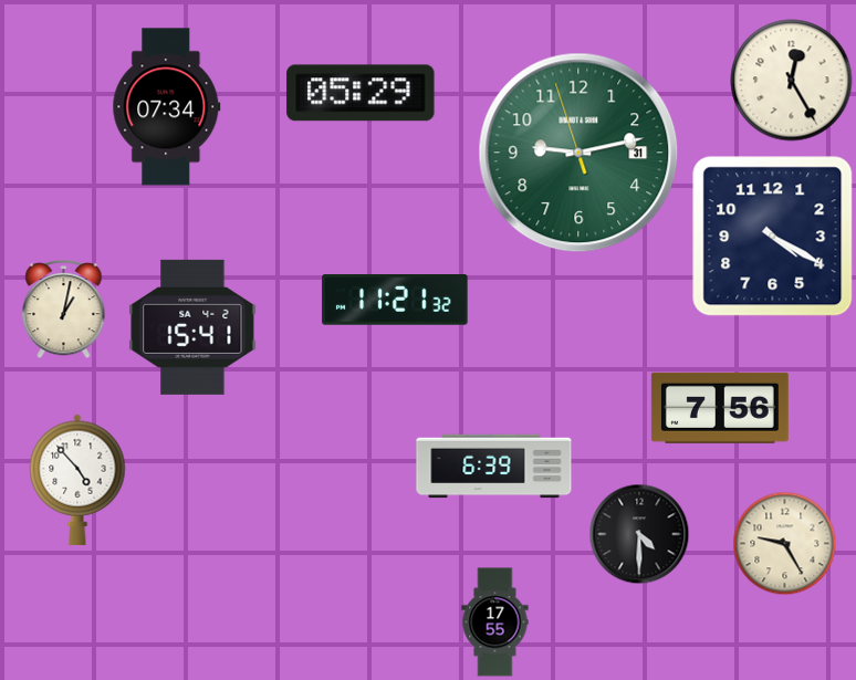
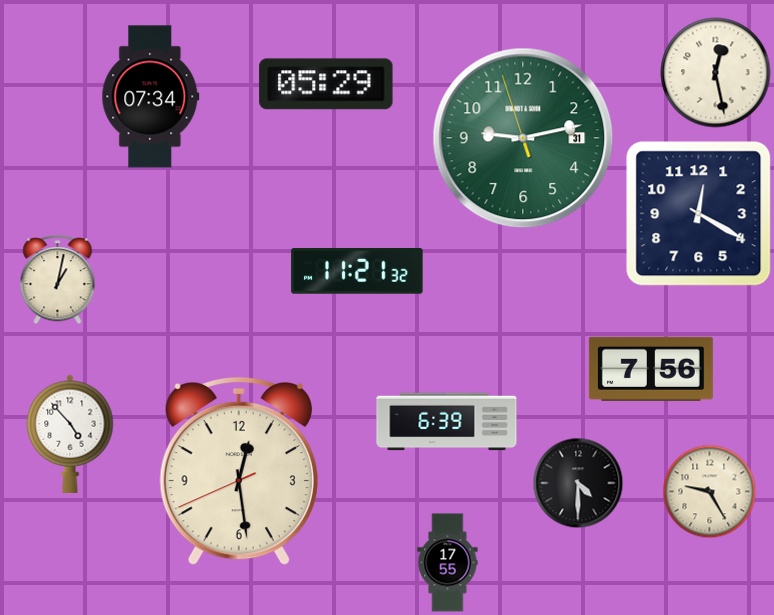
clock at (792, 81): 12:25 -> 12:28
clock at (773, 237): 4:20 -> 12:20
clock at (192, 327): 15:41 -> none
clock at (239, 471): none -> 12:28
